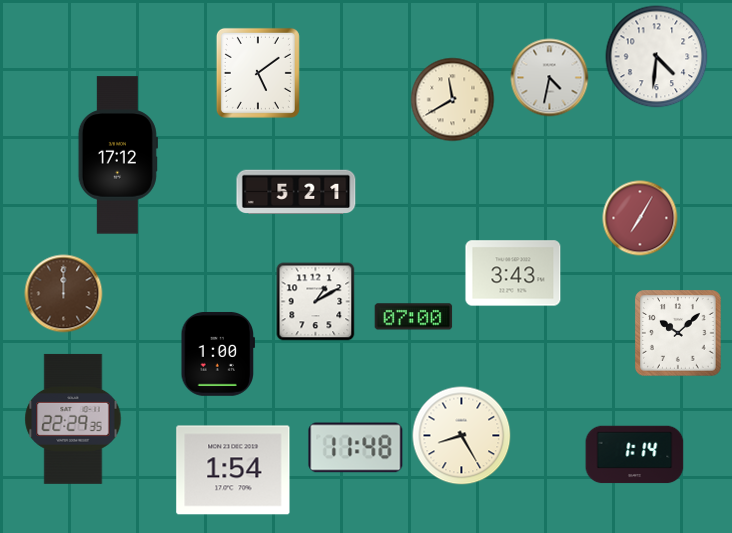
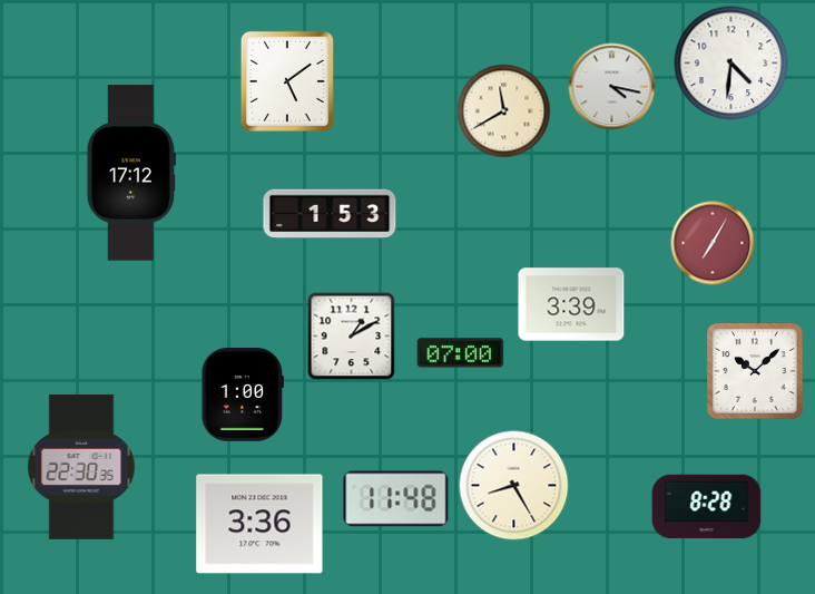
clock at (550, 78): 4:32 -> 4:17
clock at (296, 191): 5:21 -> 1:53
clock at (513, 273): 3:43 -> 3:39
clock at (64, 294): 12:00 -> none
clock at (73, 419): 22:29 -> 22:30
clock at (635, 455): 1:14 -> 8:28
clock at (233, 470): 1:54 -> 3:36
